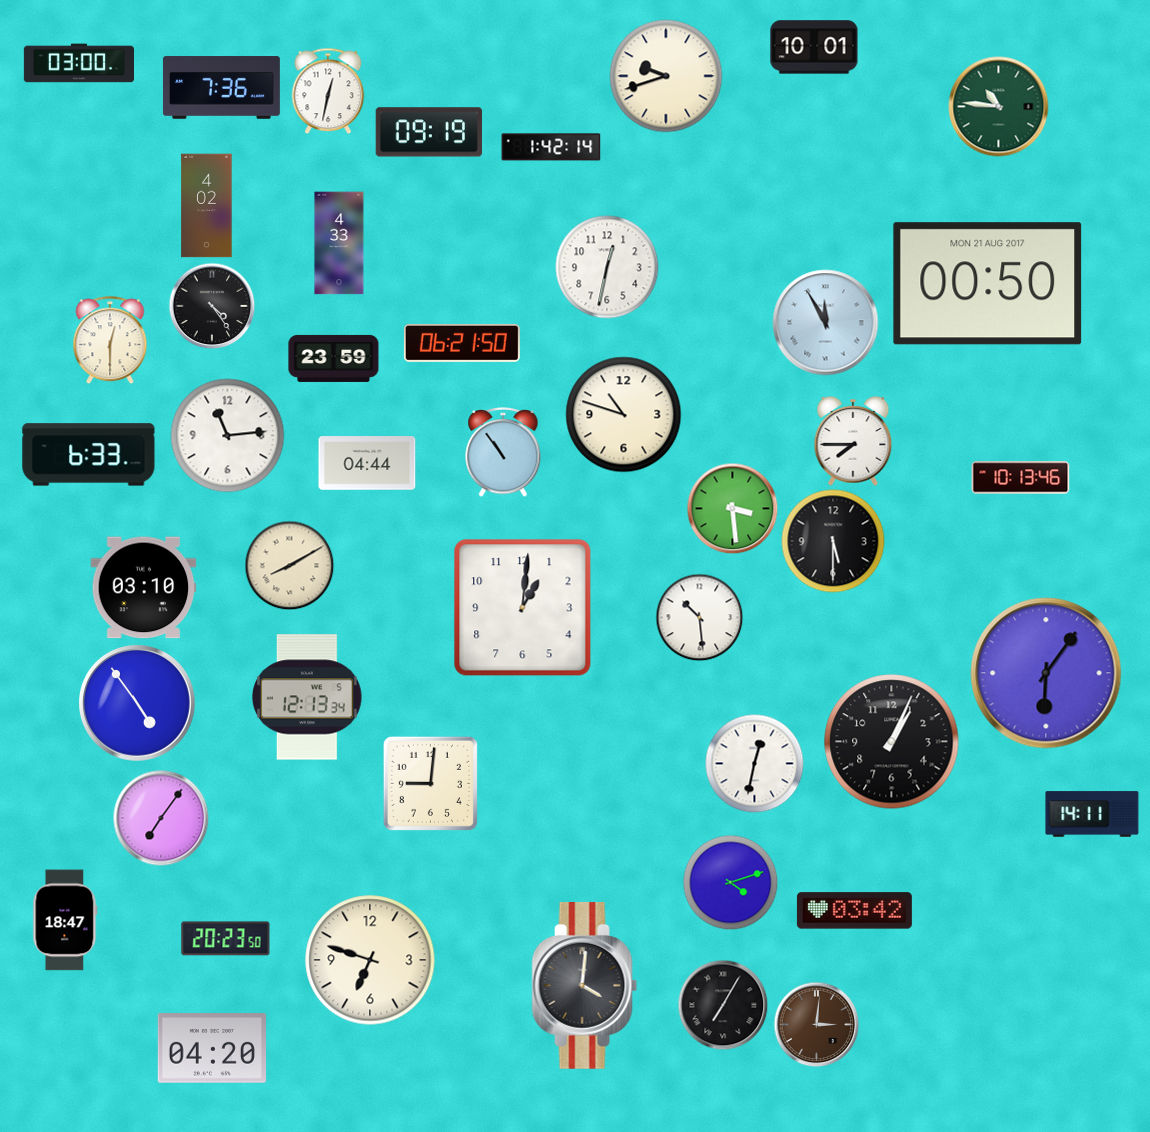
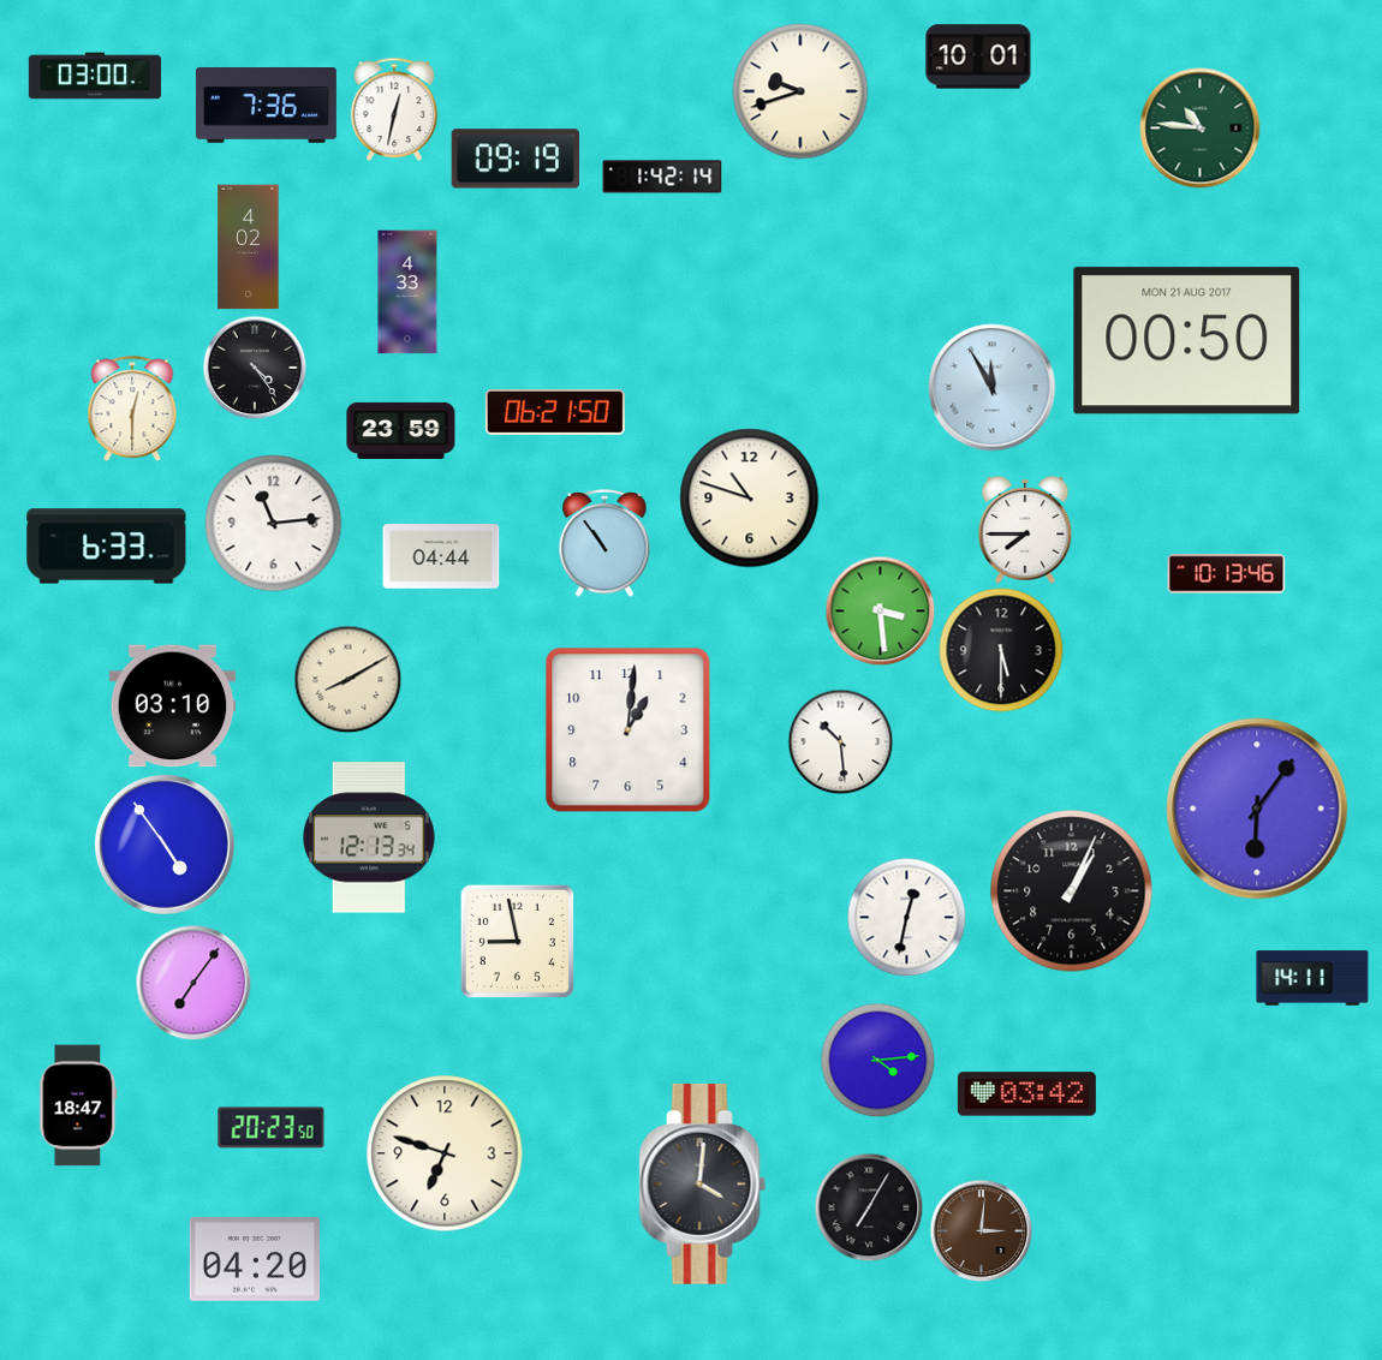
clock at (607, 267): 12:32 -> none
clock at (430, 783): 9:01 -> 8:58
clock at (730, 882): 4:12 -> 4:14
